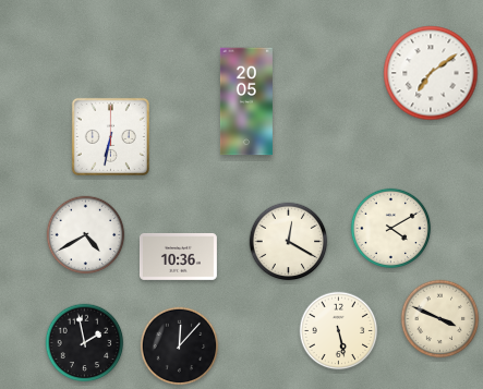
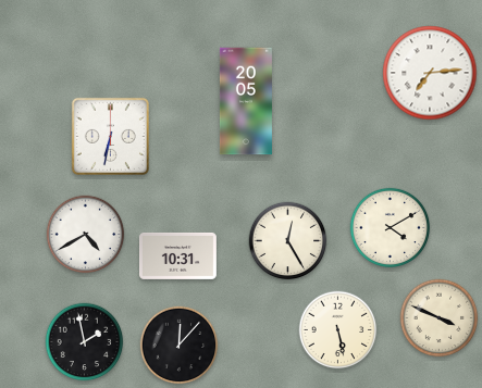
clock at (431, 73): 7:09 -> 7:14
clock at (289, 242): 12:20 -> 12:25
clock at (178, 256): 10:36 -> 10:31
